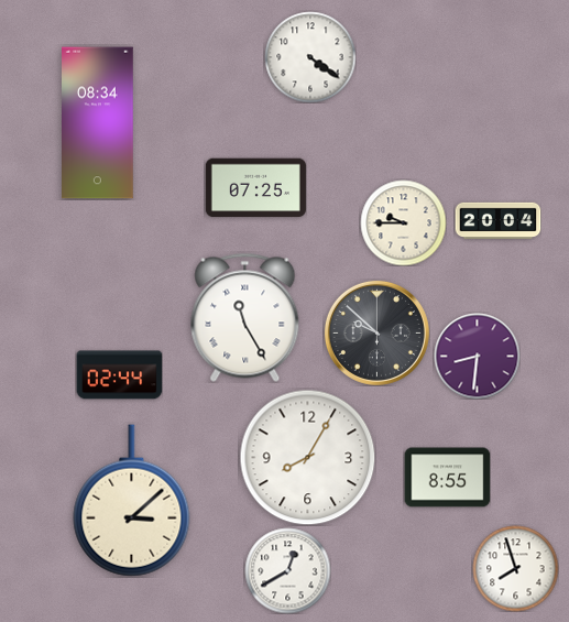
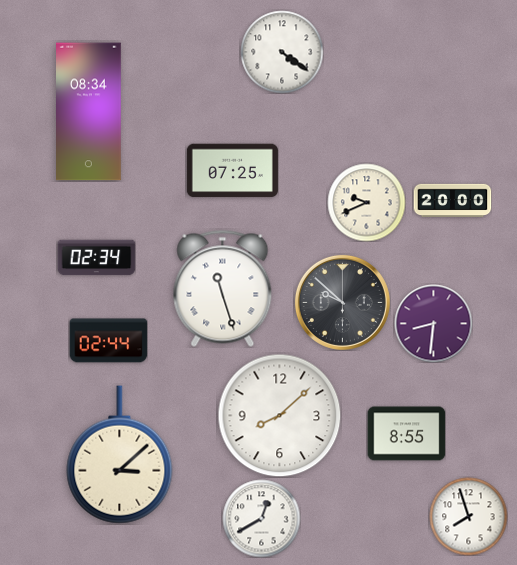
clock at (497, 220): 20:04 -> 20:00
clock at (403, 222): 9:45 -> 9:41
clock at (96, 258): none -> 02:34
clock at (245, 317): 11:25 -> 11:27
clock at (307, 457): 8:05 -> 8:08
